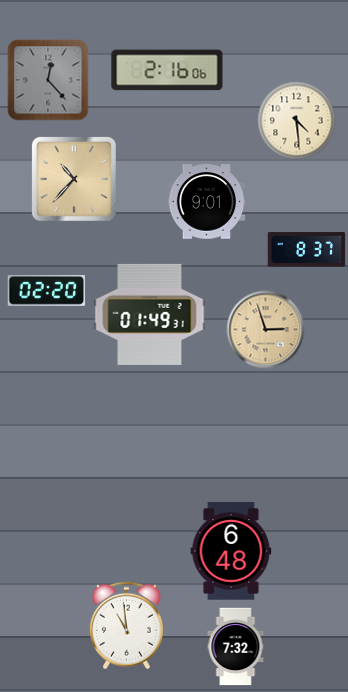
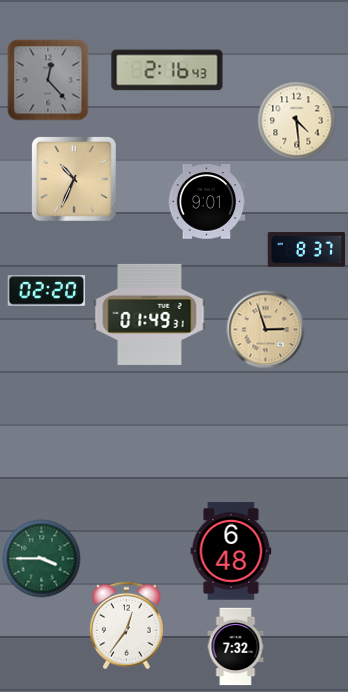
clock at (167, 70): 2:16:06 -> 2:16:43
clock at (74, 179): 10:37 -> 10:34
clock at (41, 558): none -> 3:45
clock at (126, 625): 10:59 -> 12:36
